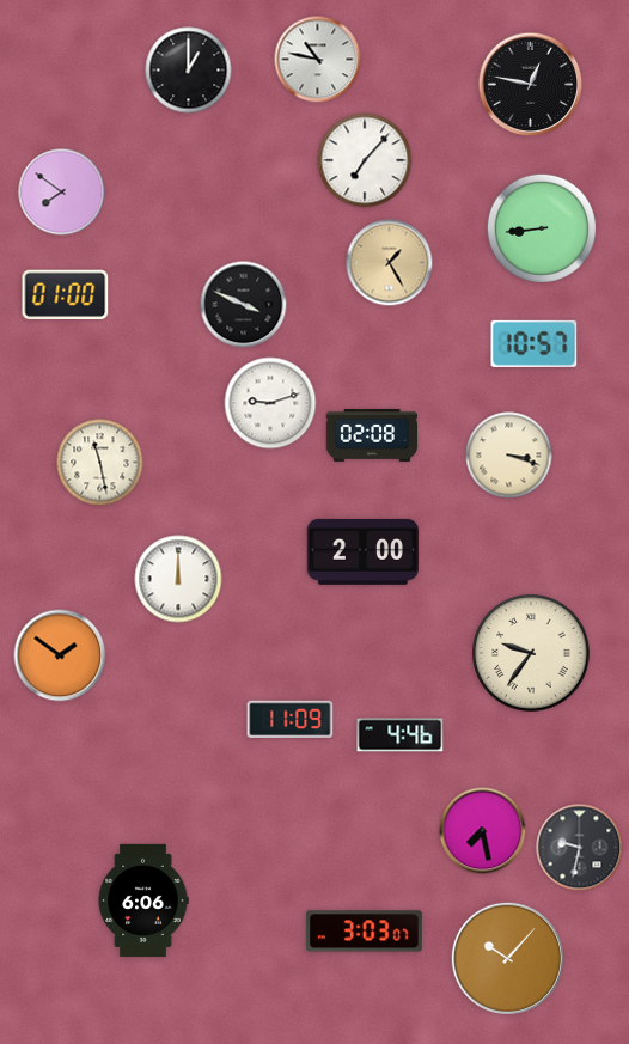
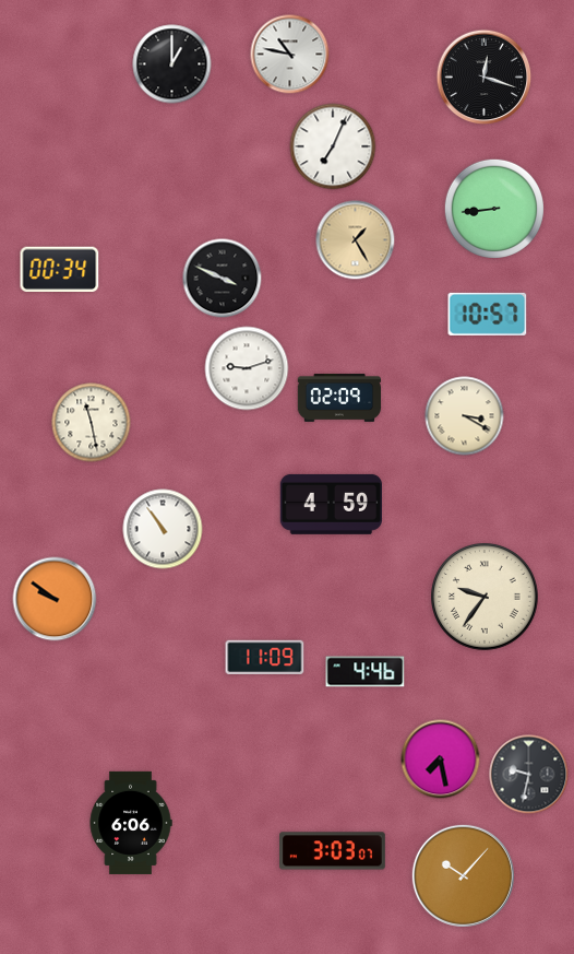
clock at (531, 85): 12:47 -> 12:18
clock at (365, 160): 7:07 -> 7:04
clock at (62, 193): 7:51 -> none
clock at (66, 295): 01:00 -> 00:34
clock at (371, 435): 02:08 -> 02:09
clock at (509, 456): 3:18 -> 3:20
clock at (362, 551): 2:00 -> 4:59
clock at (178, 579): 12:00 -> 10:54
clock at (60, 655): 1:51 -> 9:51
